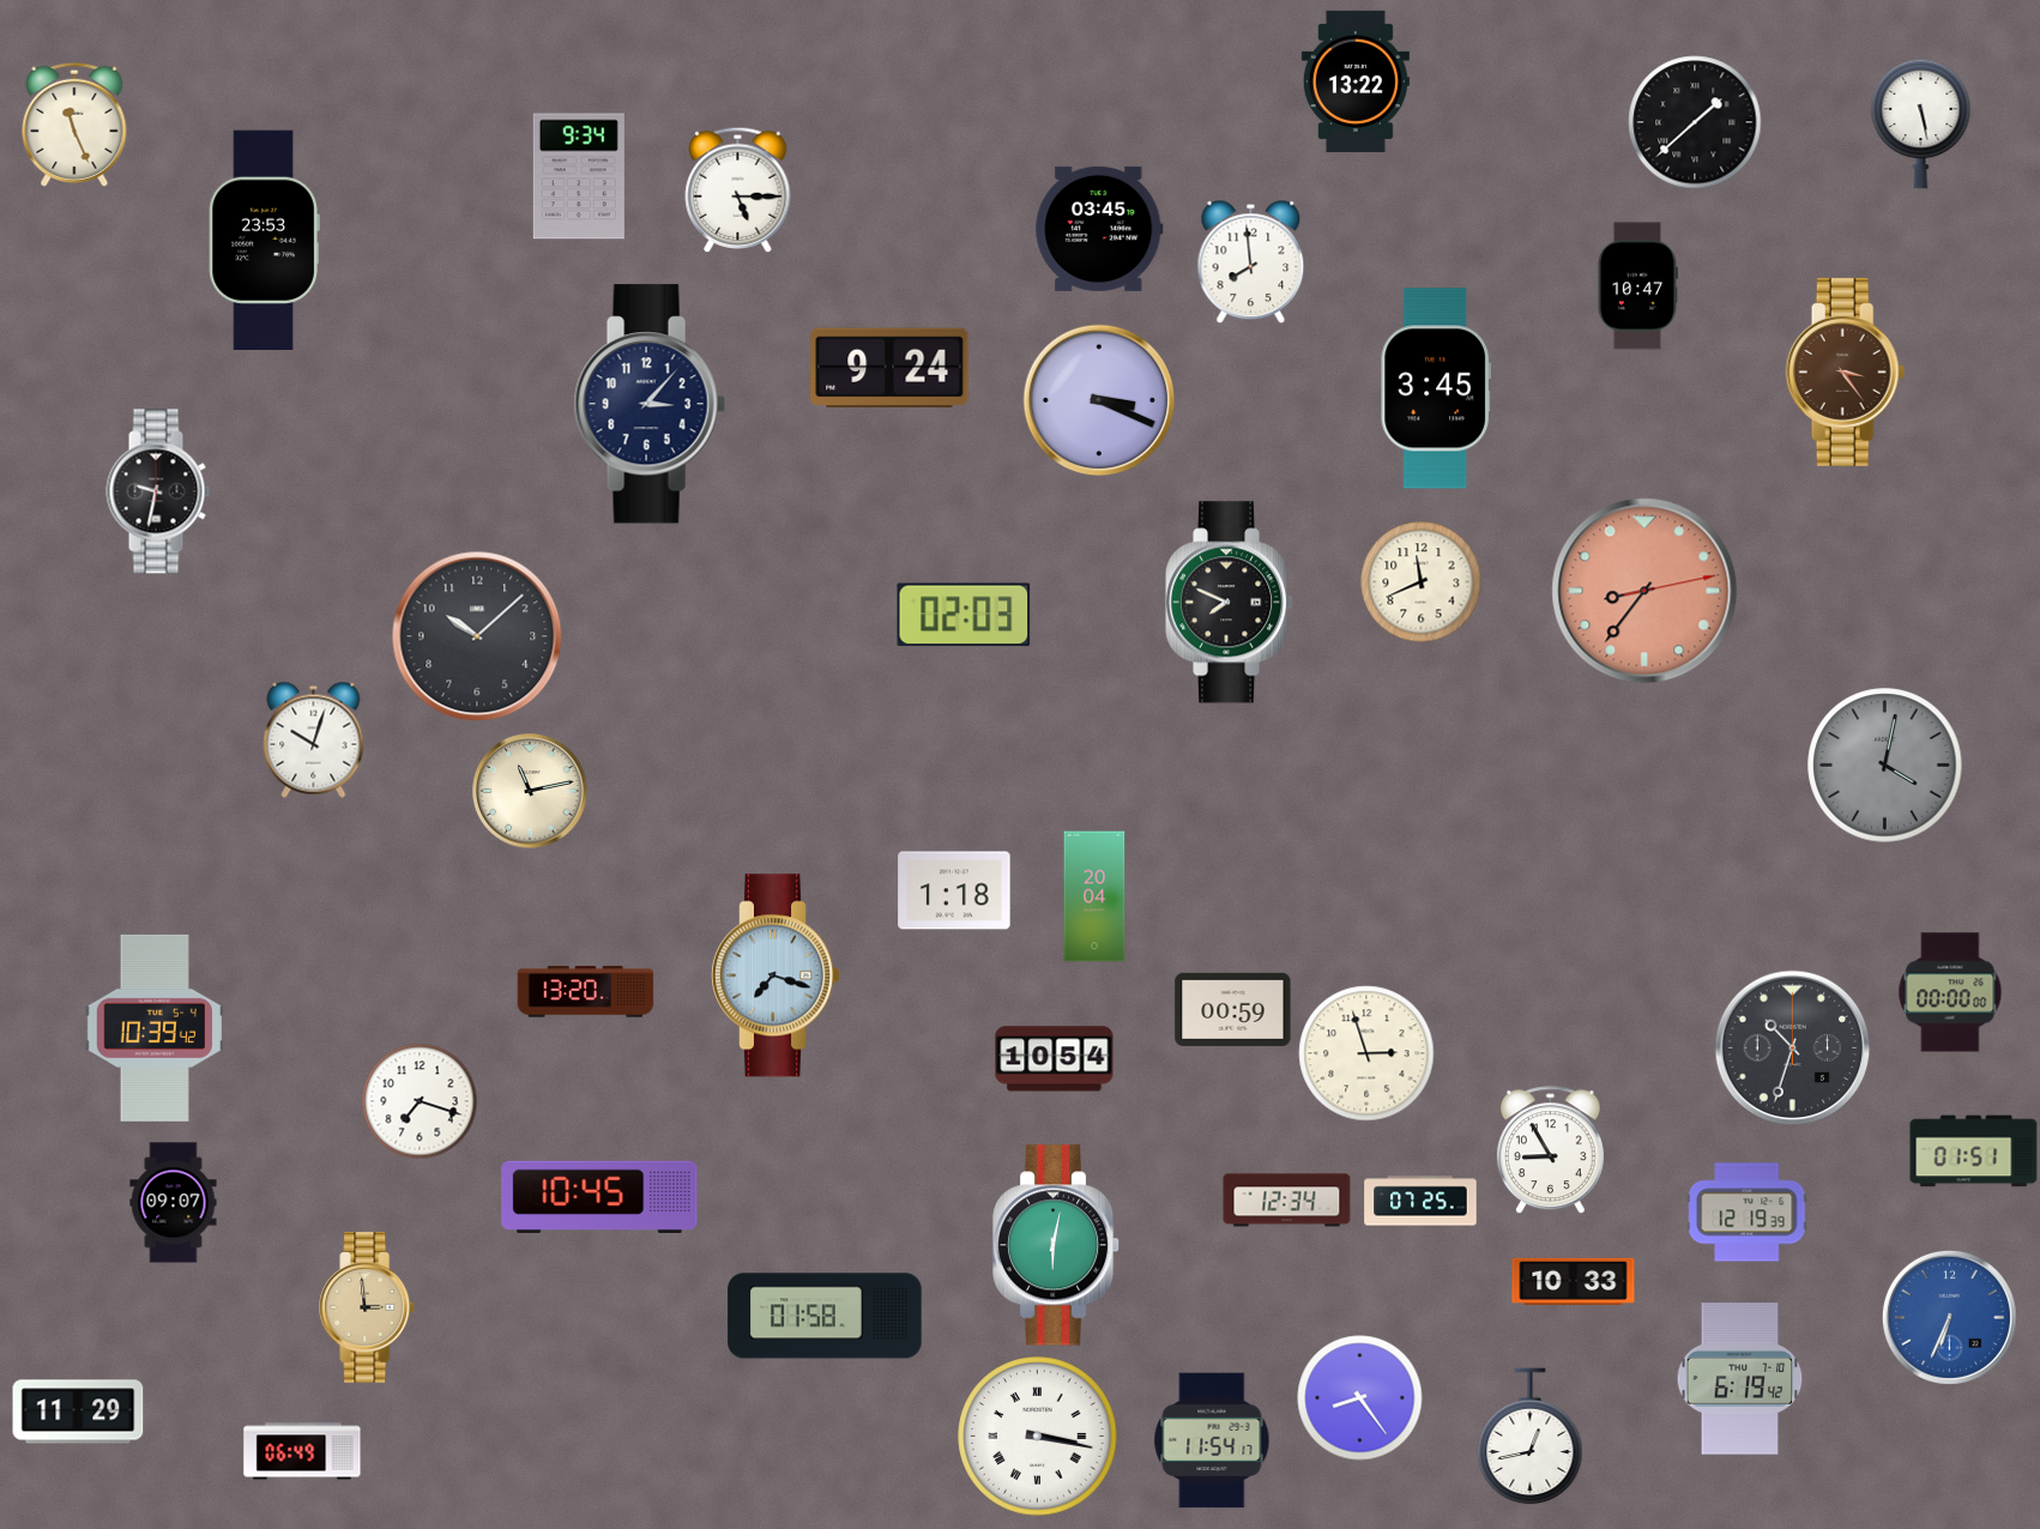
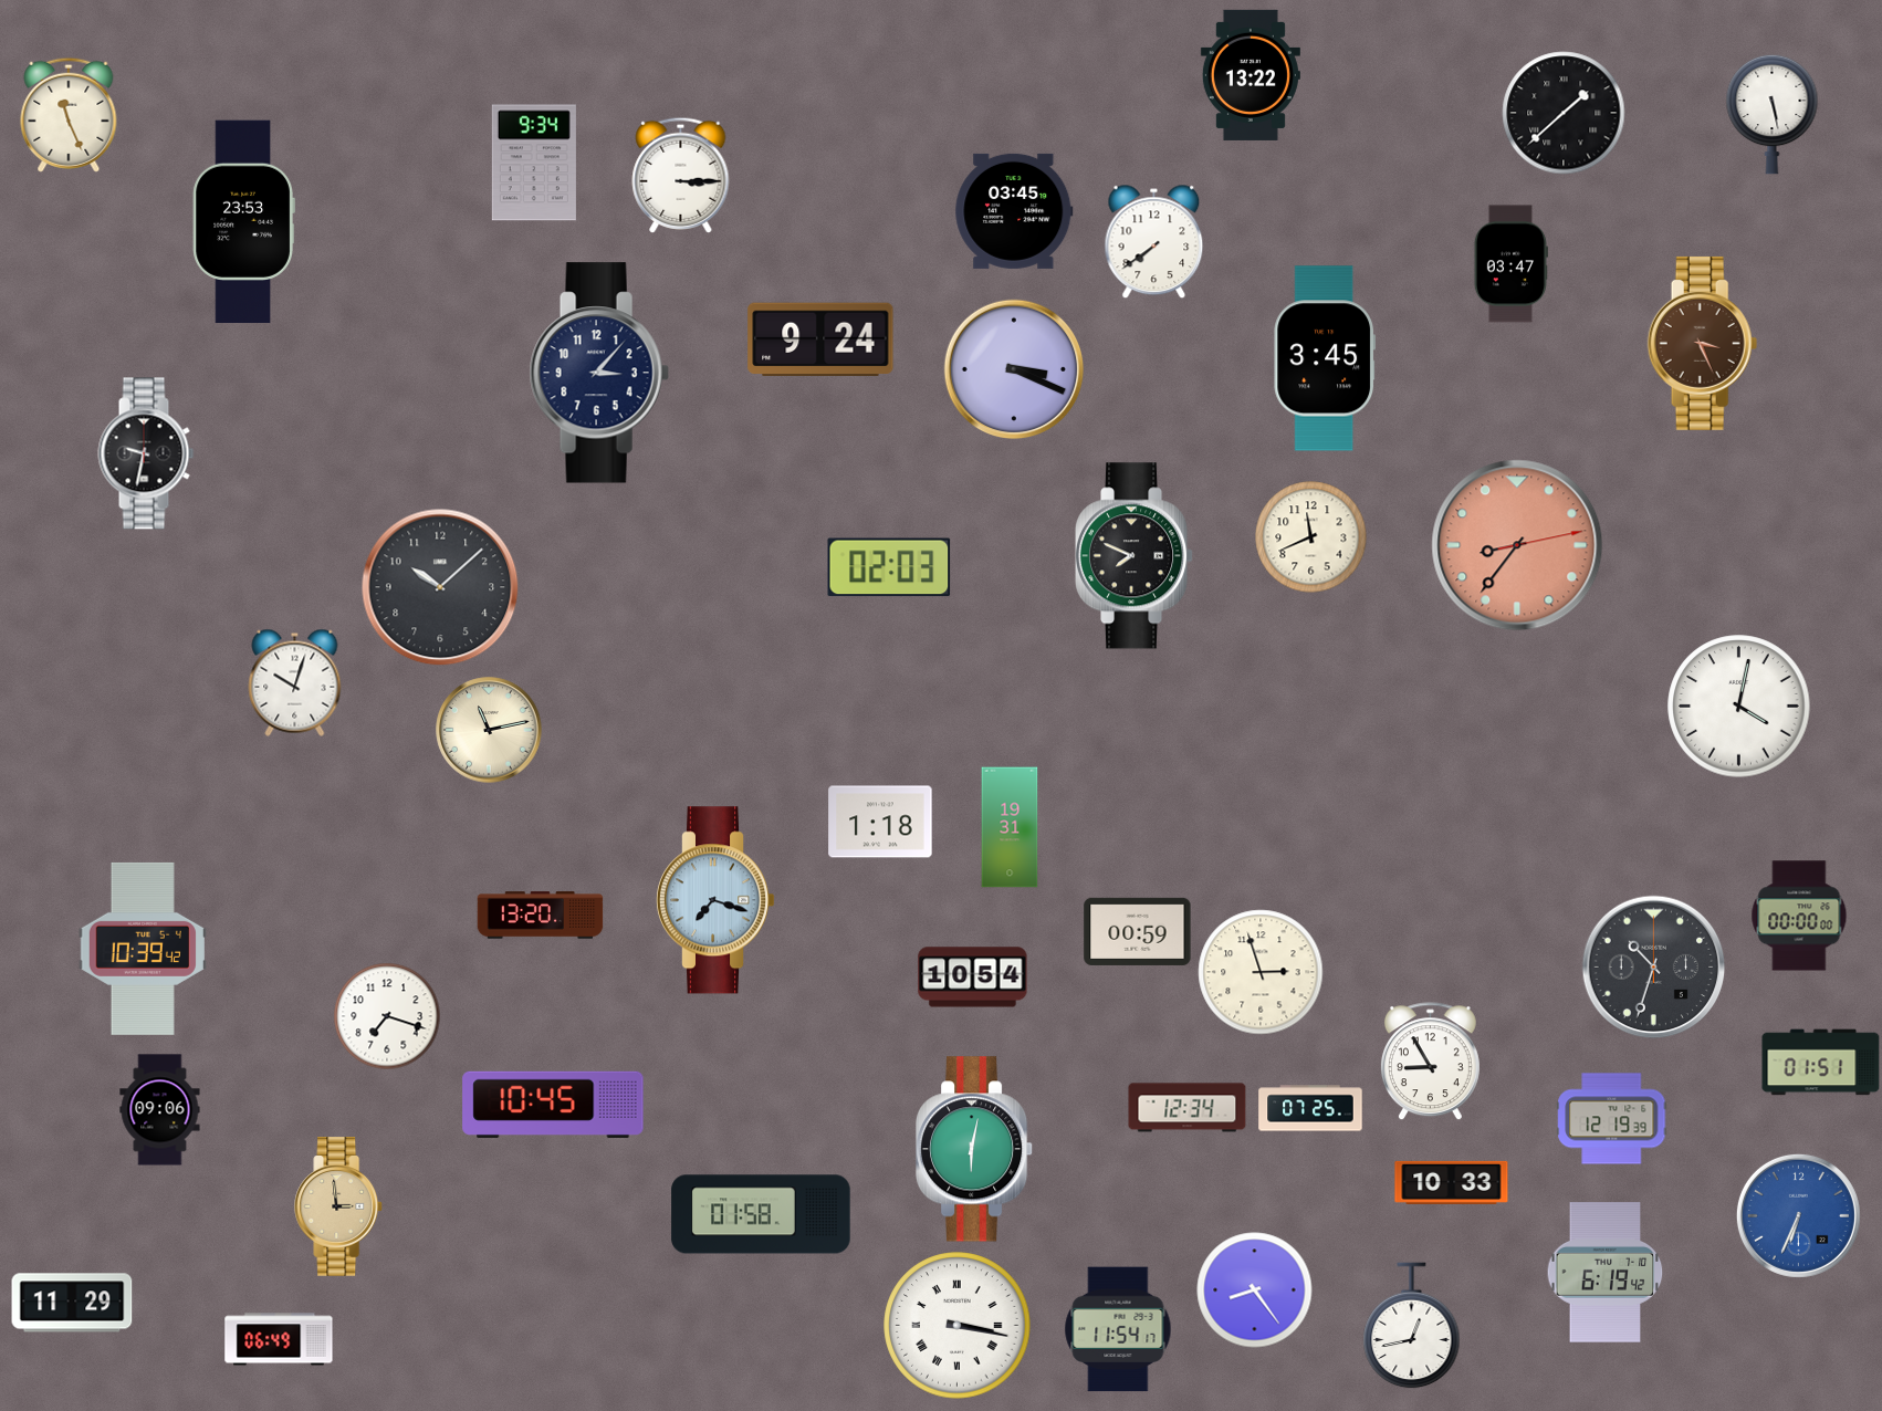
clock at (738, 189): 5:15 -> 3:15
clock at (1251, 262): 7:59 -> 7:39
clock at (1637, 286): 10:47 -> 03:47
clock at (1846, 371): 3:24 -> 3:26
clock at (314, 739) position: (314, 739) -> (295, 682)
clock at (1885, 766) dial: grey -> white
clock at (1094, 896): 20:04 -> 19:31
clock at (174, 1203): 09:07 -> 09:06
